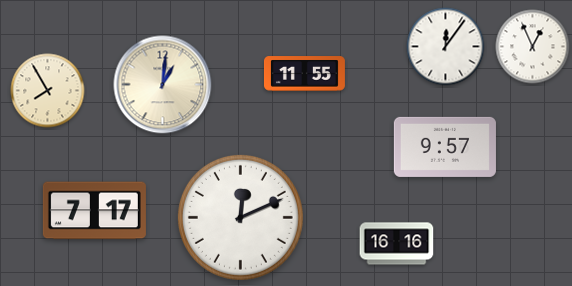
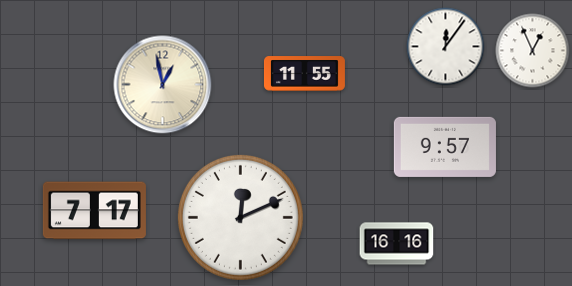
clock at (533, 47) position: (533, 47) -> (533, 51)
clock at (163, 85): 1:01 -> 12:58
clock at (48, 91): 7:55 -> none
